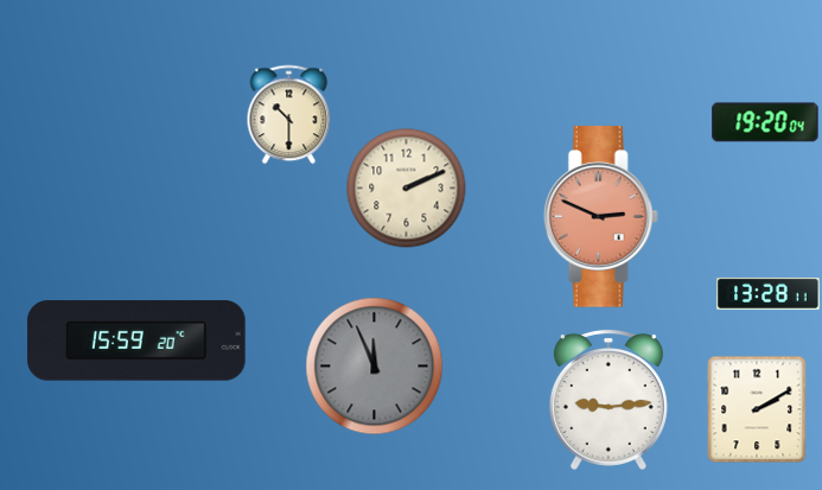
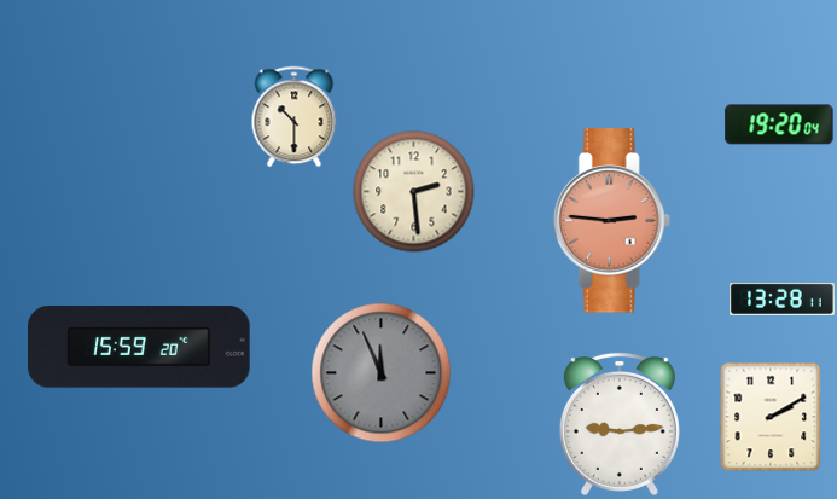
clock at (407, 189): 2:11 -> 2:29
clock at (600, 217): 2:49 -> 2:46
clock at (608, 400) position: (608, 400) -> (620, 424)
